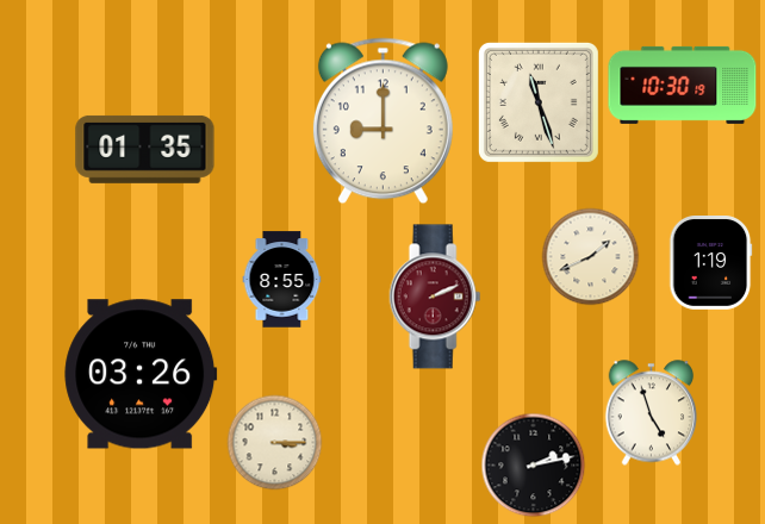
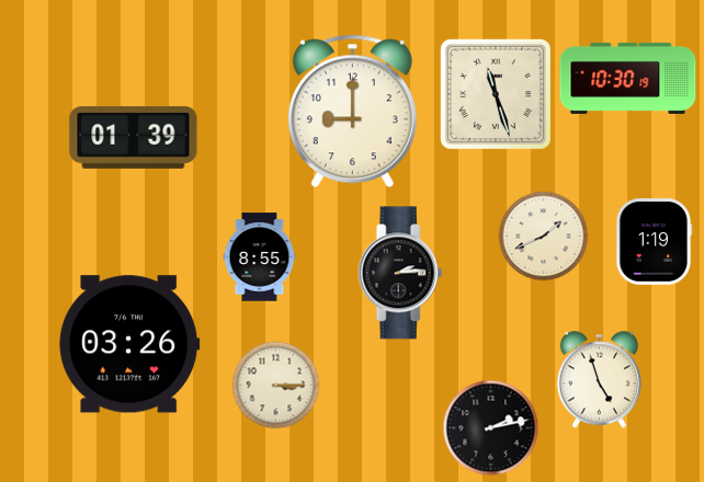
clock at (145, 149): 01:35 -> 01:39
clock at (435, 297): 2:11 -> 2:14
clock at (435, 297) dial: burgundy -> black
clock at (275, 443) position: (275, 443) -> (276, 386)
